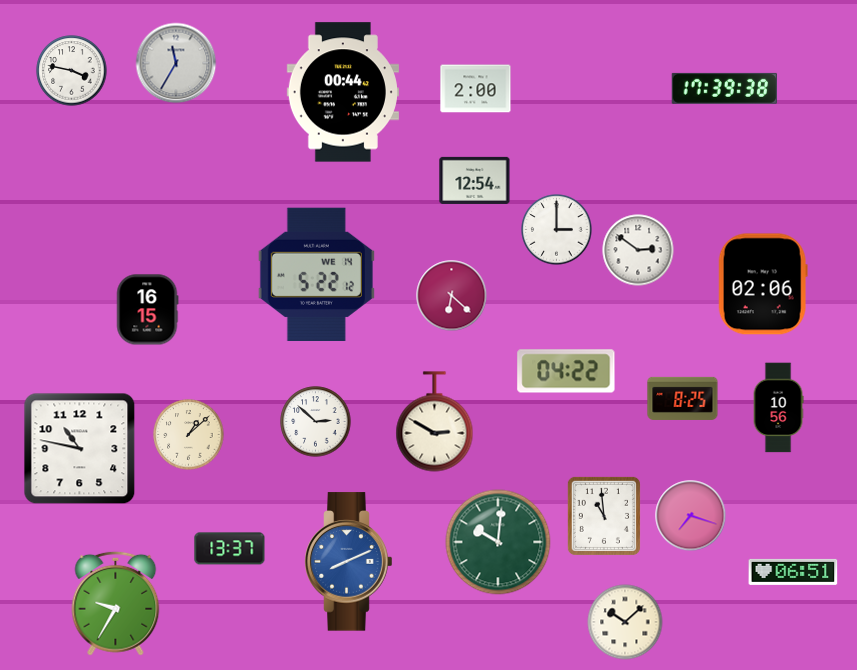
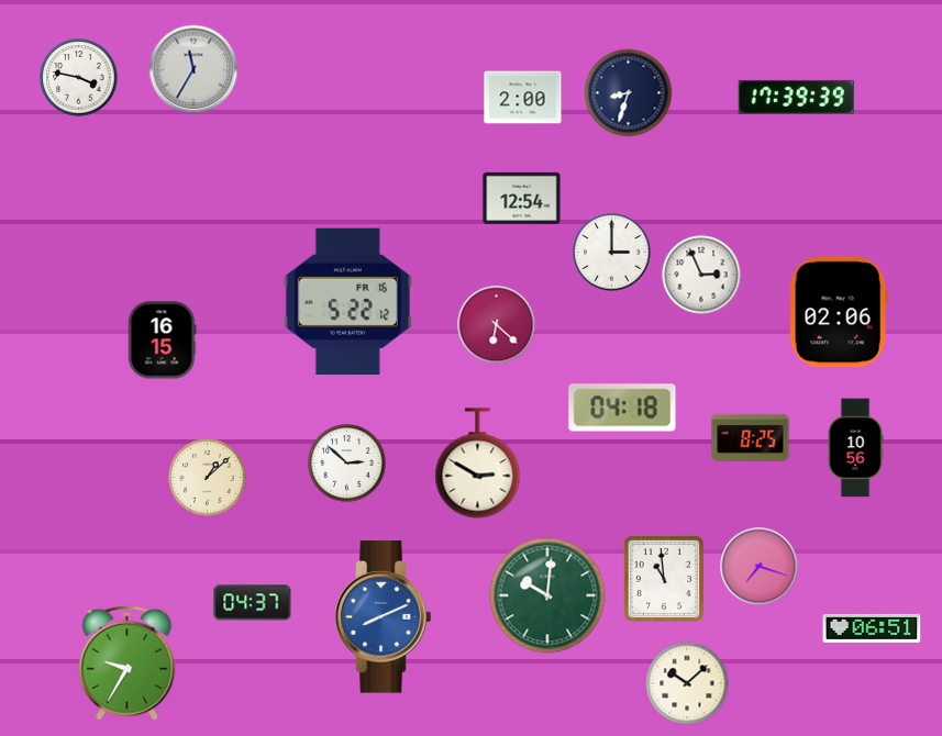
clock at (629, 93): none -> 8:33
clock at (724, 88): 17:39:38 -> 17:39:39
clock at (343, 92): 00:44 -> none
clock at (638, 250): 2:51 -> 2:56
clock at (316, 274) date: WE 14 -> FR 16
clock at (566, 371): 04:22 -> 04:18
clock at (80, 449): 10:47 -> none
clock at (604, 516) position: (604, 516) -> (664, 579)
clock at (230, 549): 13:37 -> 04:37
